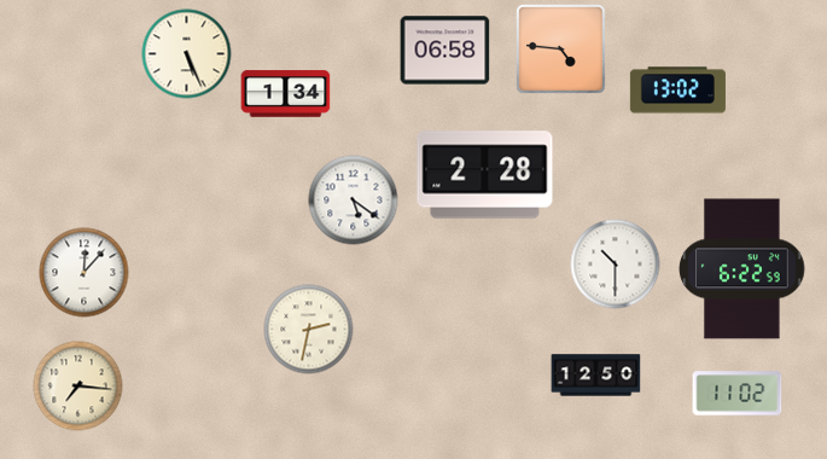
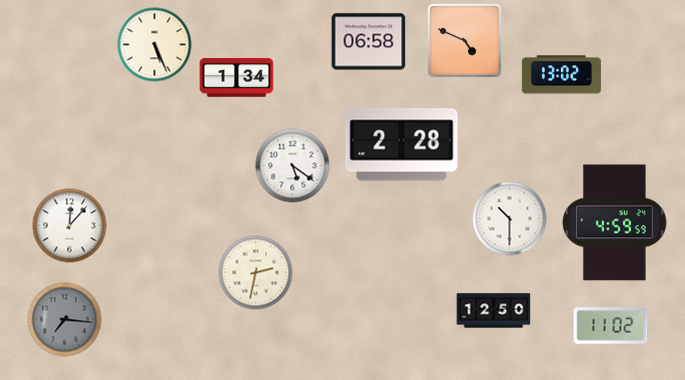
clock at (561, 50): 4:46 -> 4:49
clock at (742, 269): 6:22 -> 4:59
clock at (78, 387) dial: cream -> grey
